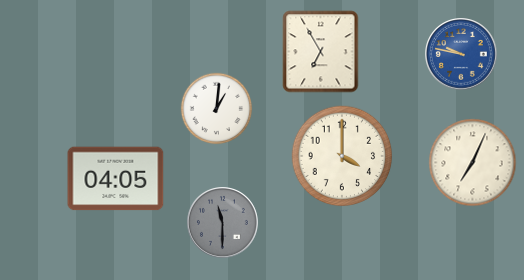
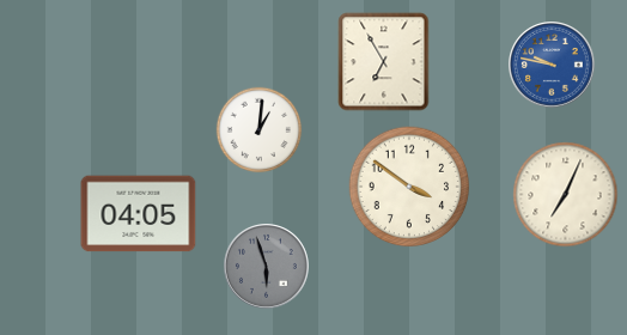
clock at (342, 156): 4:00 -> 3:51
clock at (223, 223): 11:30 -> 5:57
